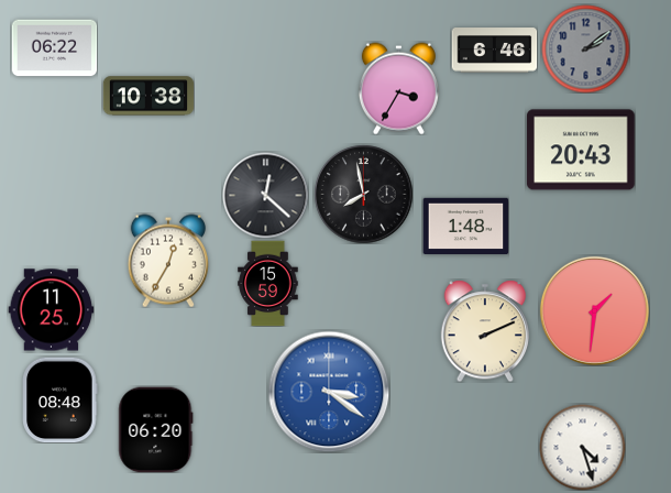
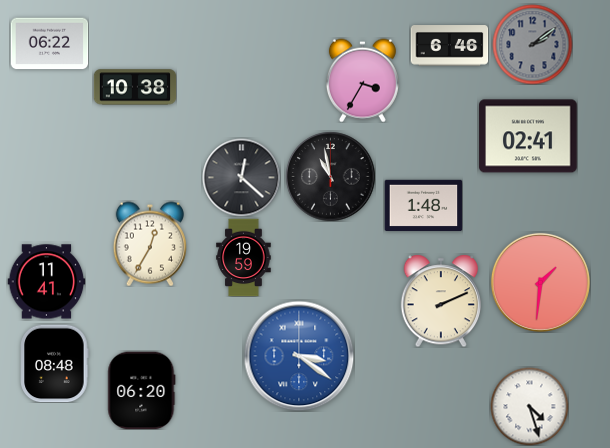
clock at (581, 150): 20:43 -> 02:41
clock at (363, 194): 7:58 -> 10:58
clock at (168, 261) position: (168, 261) -> (150, 244)
clock at (268, 283): 15:59 -> 19:59
clock at (51, 310): 11:25 -> 11:41
